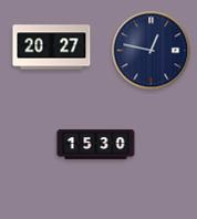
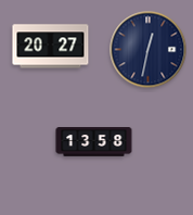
clock at (152, 51): 12:47 -> 12:32
clock at (96, 145): 15:30 -> 13:58
